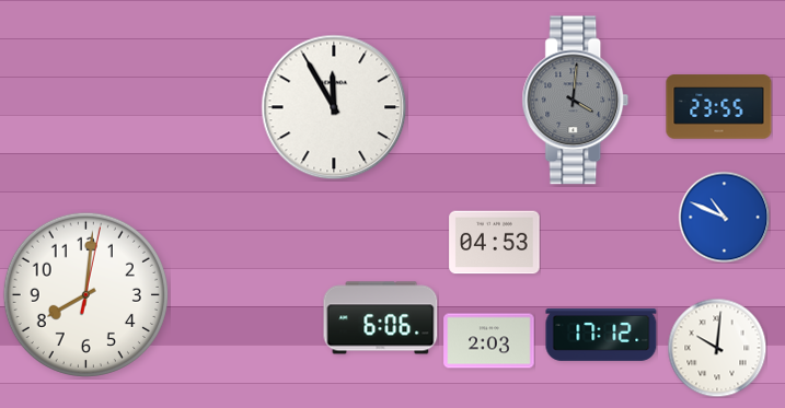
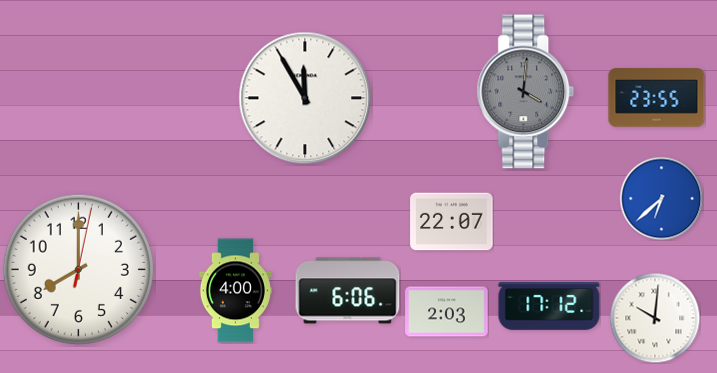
clock at (724, 217): 10:49 -> 6:38
clock at (495, 243): 04:53 -> 22:07
clock at (85, 294): 8:01 -> 8:00
clock at (235, 291): none -> 4:00
